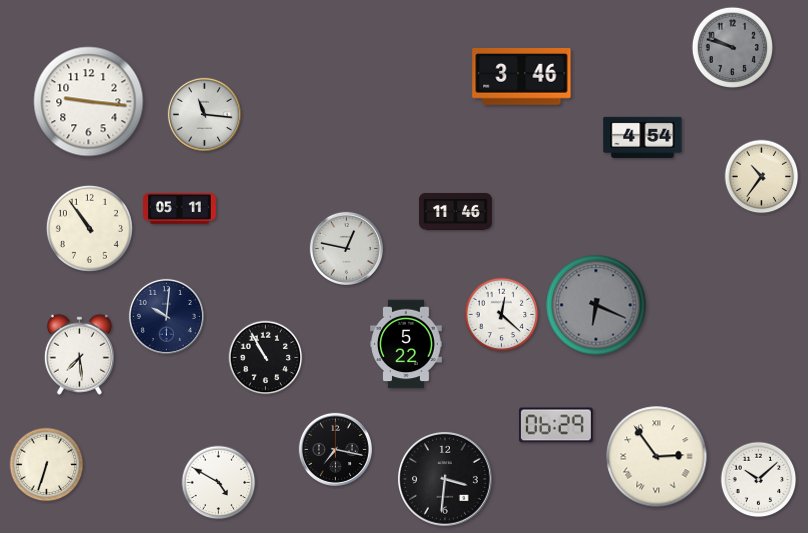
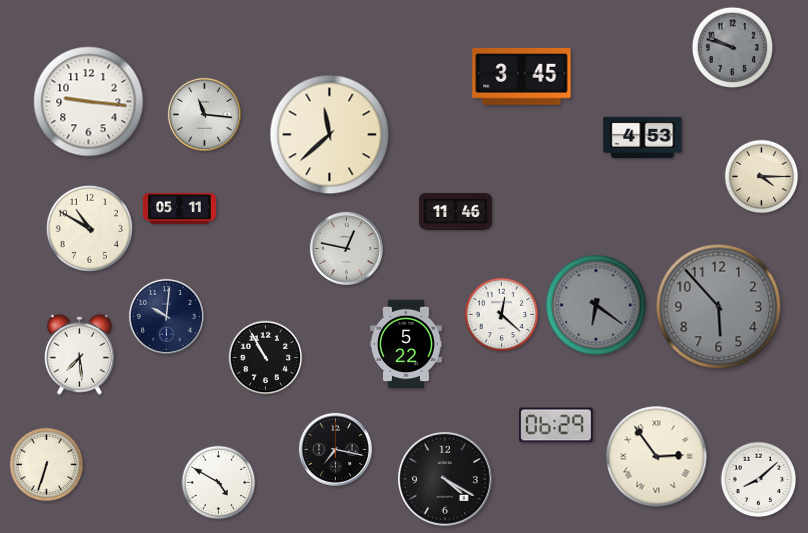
clock at (522, 77): 3:46 -> 3:45
clock at (330, 135): none -> 11:38
clock at (643, 137): 4:54 -> 4:53
clock at (762, 177): 10:36 -> 4:15
clock at (89, 228): 10:54 -> 10:50
clock at (596, 305): 6:19 -> 6:21
clock at (719, 307): none -> 5:53
clock at (446, 480): 3:31 -> 4:20
clock at (759, 480): 10:08 -> 8:08
